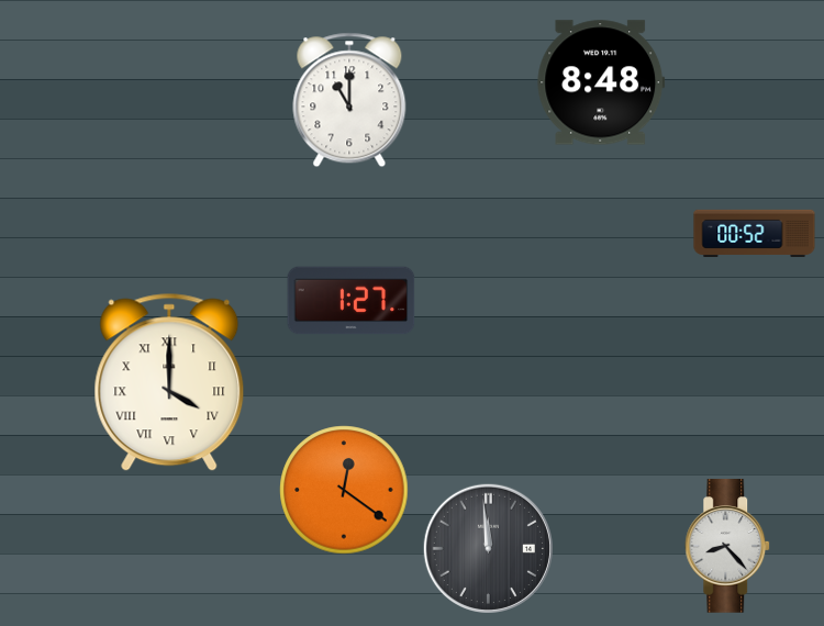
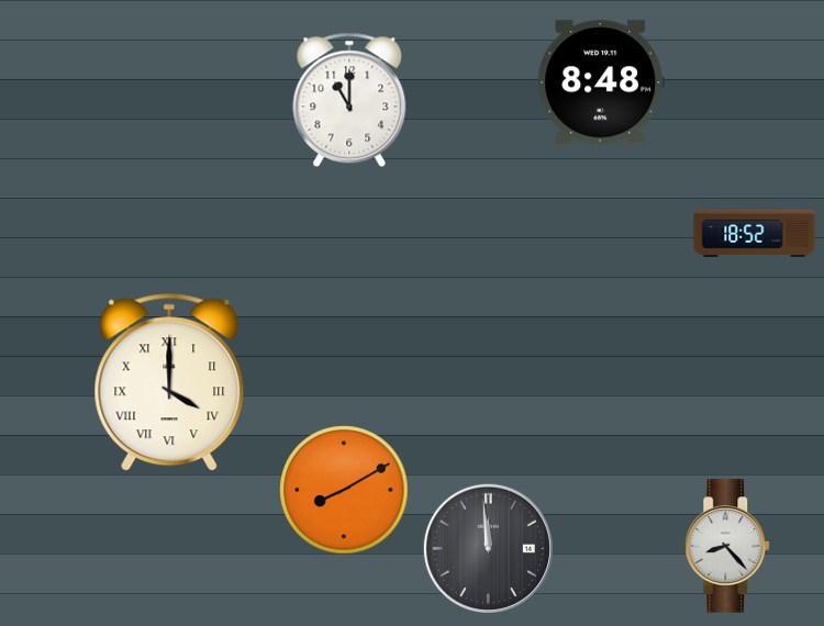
clock at (755, 233): 00:52 -> 18:52
clock at (352, 301): 1:27 -> none
clock at (344, 490): 12:21 -> 8:10
